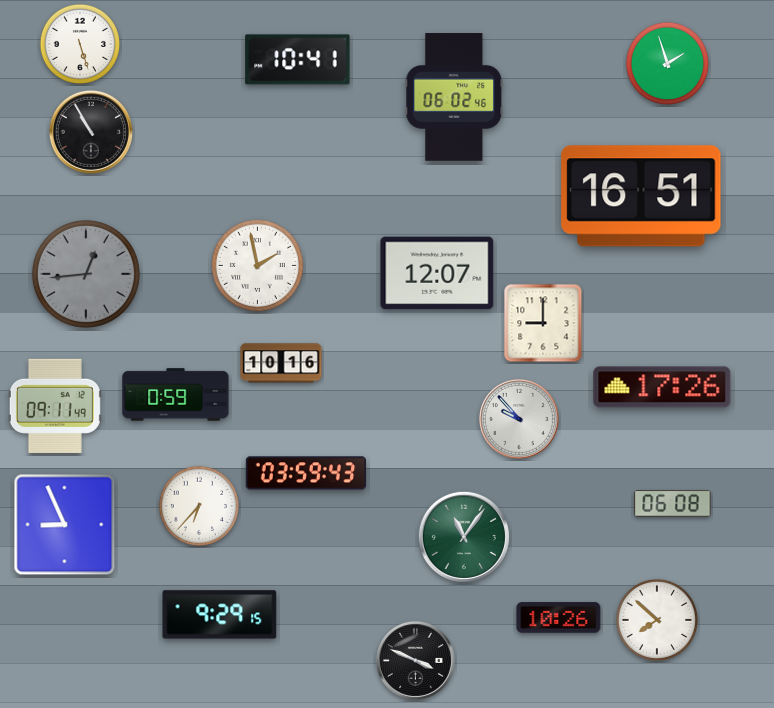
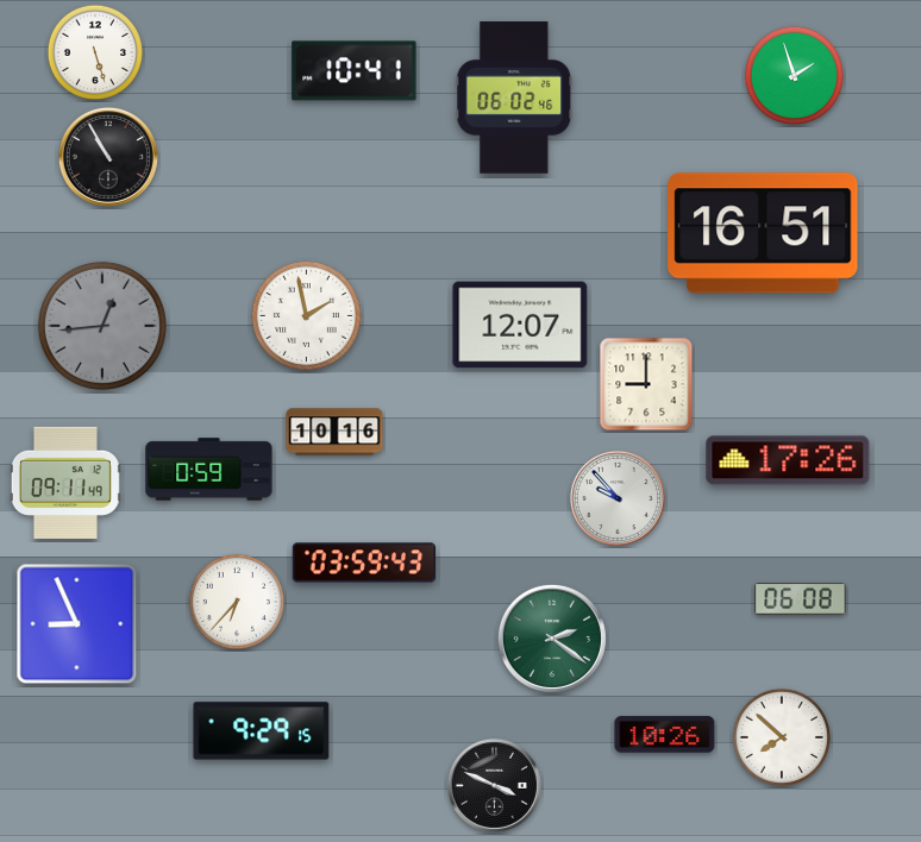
clock at (454, 97) position: (454, 97) -> (514, 98)
clock at (464, 537): 11:06 -> 2:21
